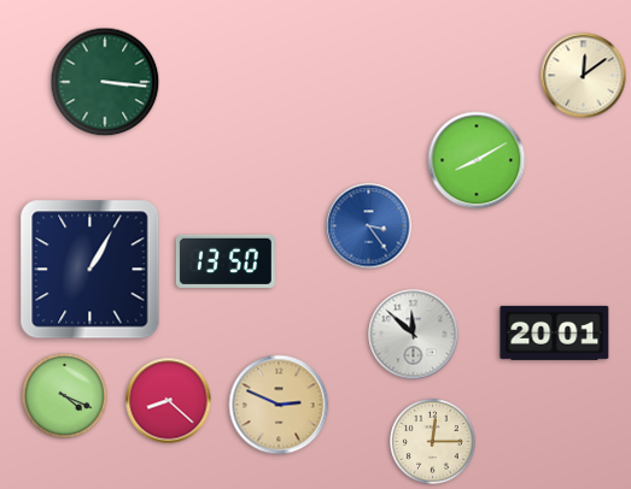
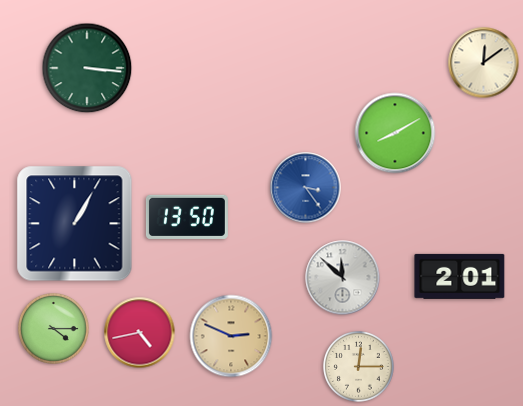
clock at (555, 332): 20:01 -> 2:01
clock at (65, 396): 4:19 -> 4:15
clock at (169, 401): 8:22 -> 4:43
